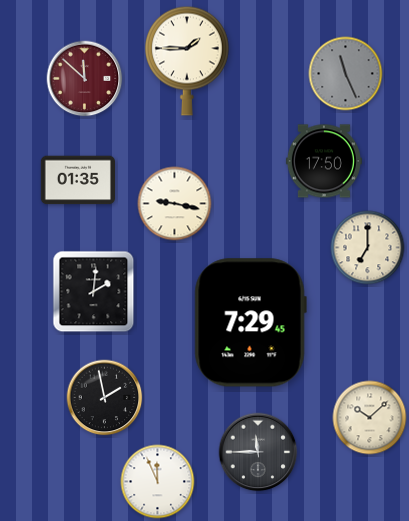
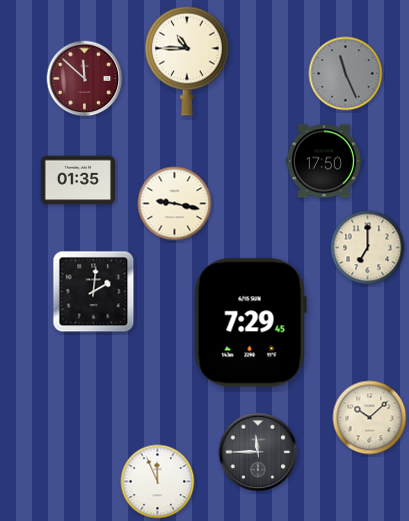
clock at (187, 61): 1:45 -> 10:45
clock at (105, 398): 1:58 -> none
